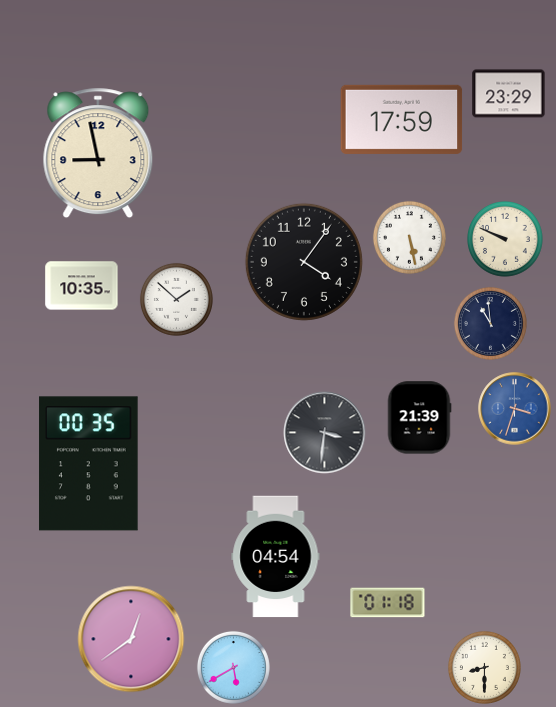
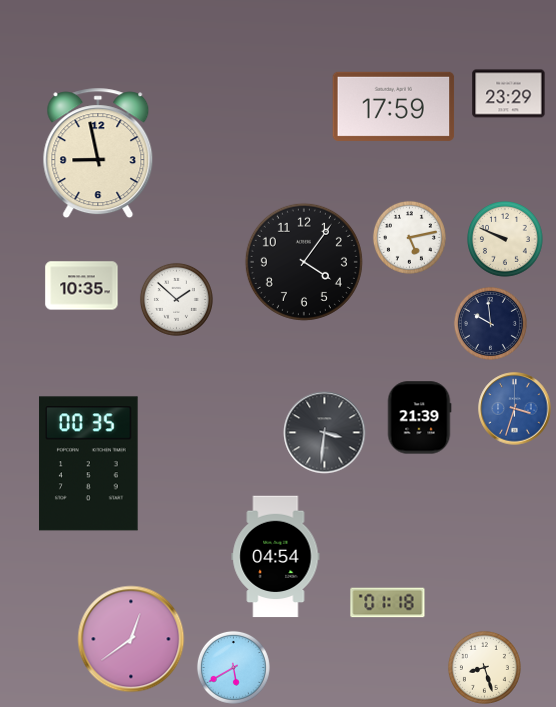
clock at (402, 119) position: (402, 119) -> (394, 106)
clock at (409, 237): 5:28 -> 5:13
clock at (490, 323): 10:59 -> 9:59
clock at (484, 667): 8:30 -> 8:27
